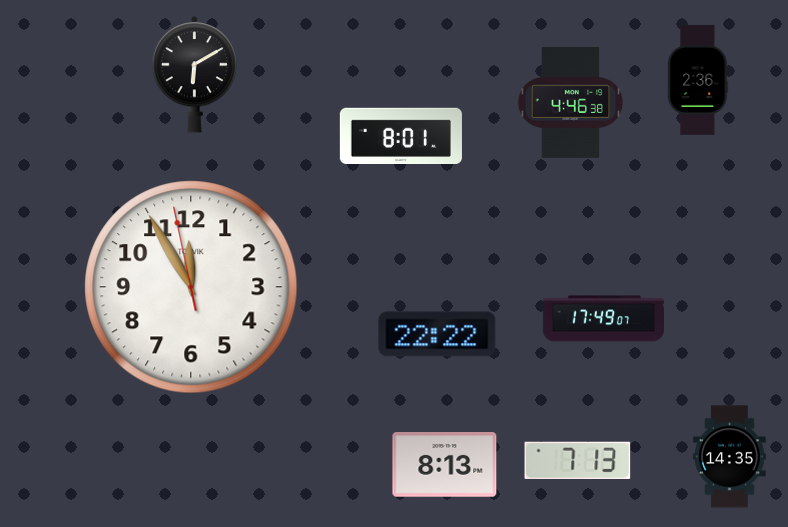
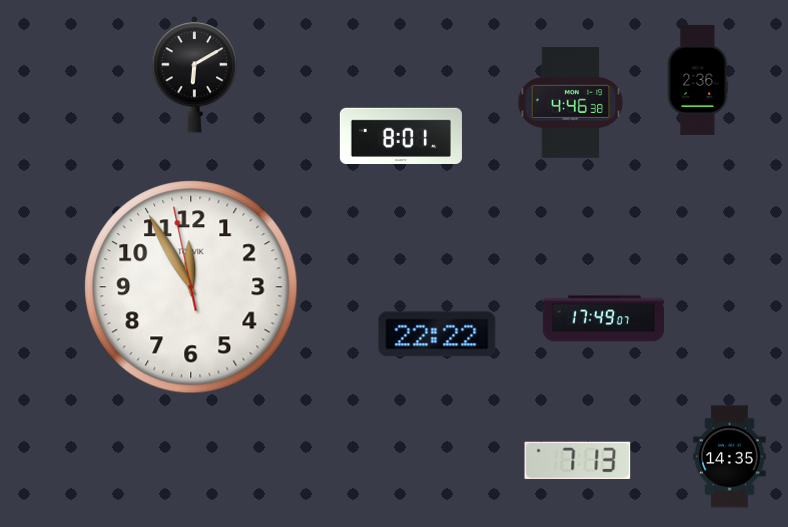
clock at (445, 465): 8:13 -> none
